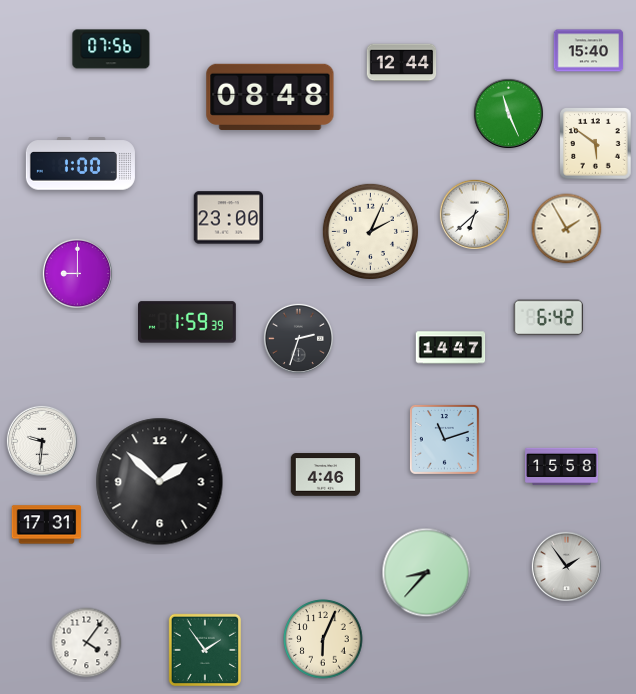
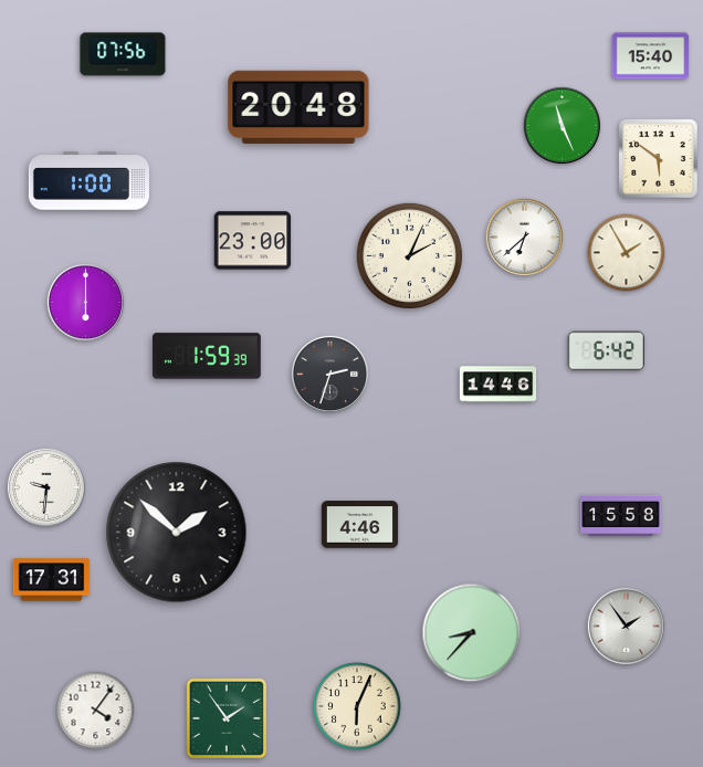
clock at (402, 63): 12:44 -> none
clock at (270, 97): 08:48 -> 20:48
clock at (77, 273): 9:00 -> 6:00
clock at (451, 348): 14:47 -> 14:46
clock at (444, 439): 11:12 -> none
